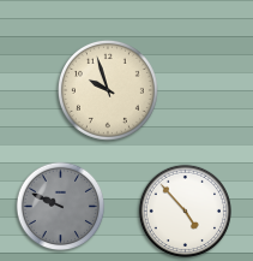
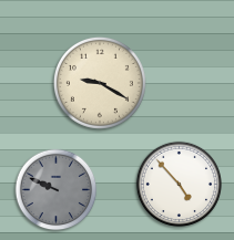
clock at (108, 90): 9:57 -> 9:20
clock at (185, 210) position: (185, 210) -> (179, 184)
